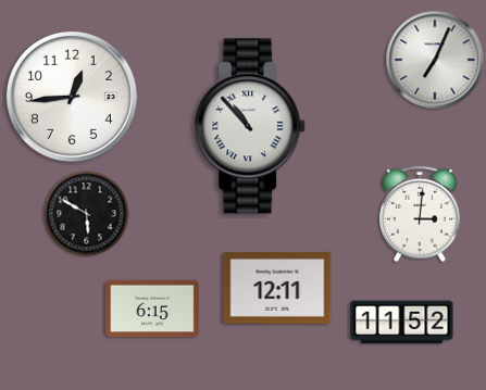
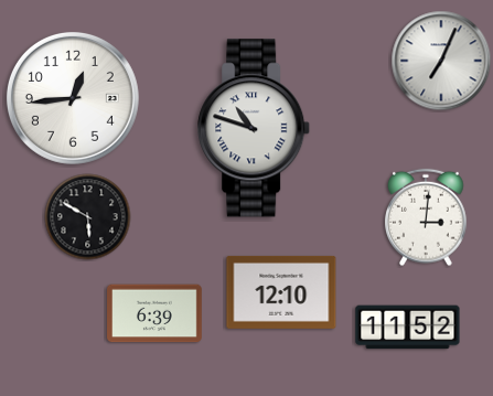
clock at (251, 126): 10:53 -> 10:48
clock at (277, 288): 12:11 -> 12:10
clock at (152, 309): 6:15 -> 6:39
